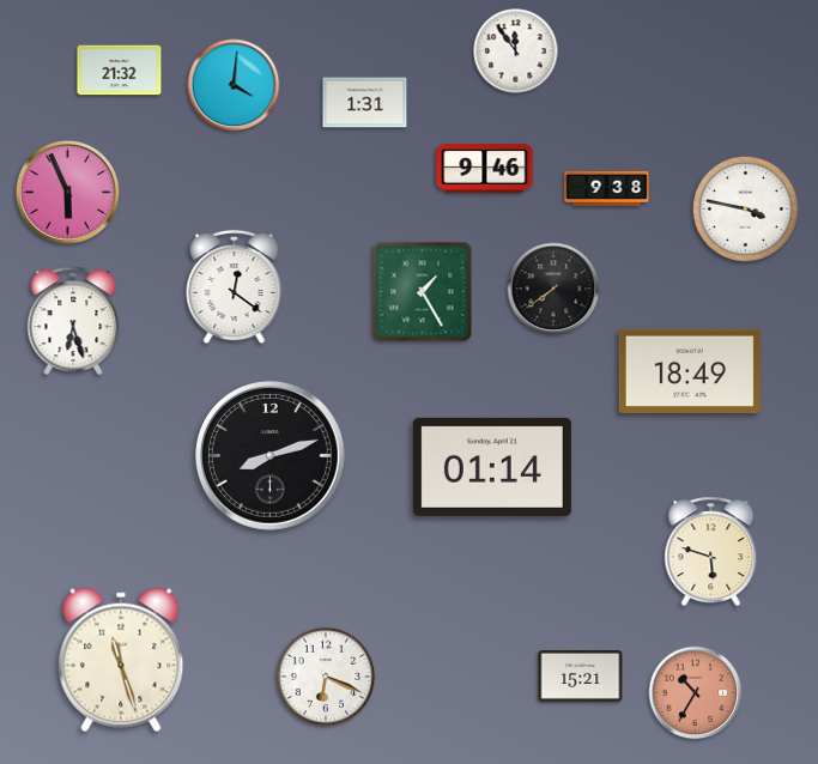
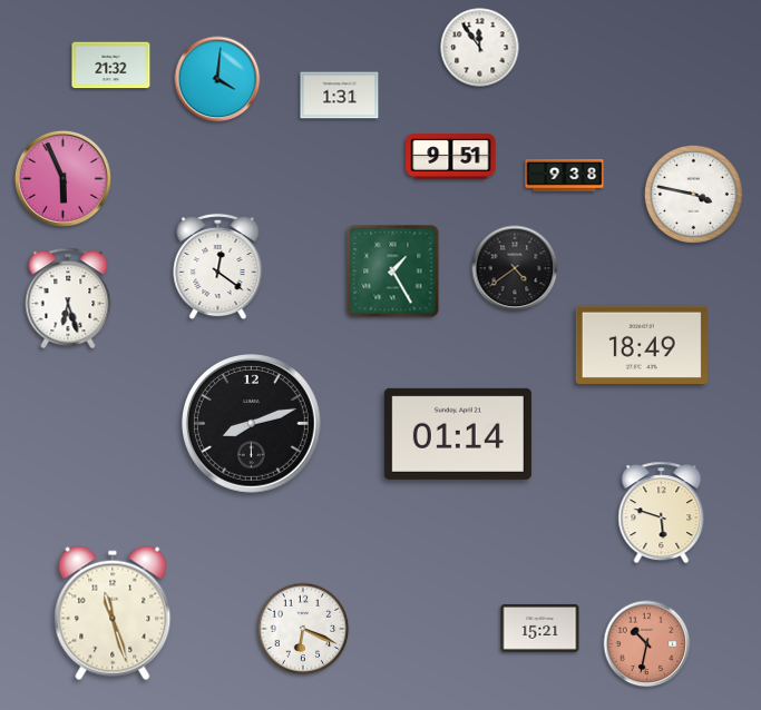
clock at (485, 169): 9:46 -> 9:51
clock at (553, 289): 7:39 -> 4:39
clock at (696, 693): 10:35 -> 10:32
